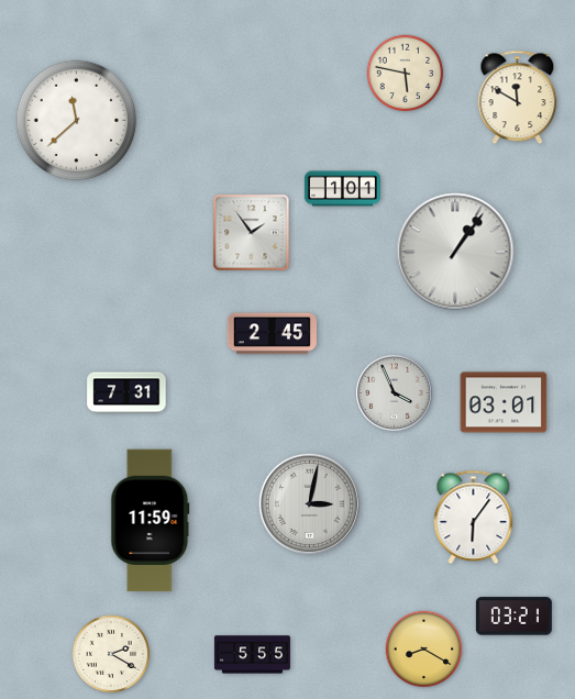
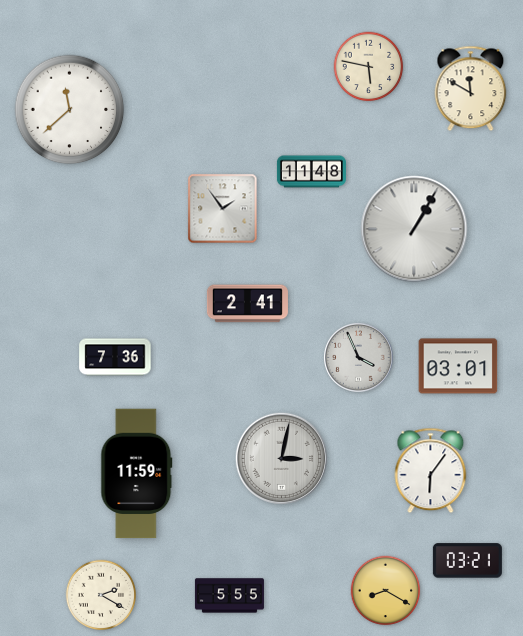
clock at (342, 189): 1:01 -> 11:48
clock at (252, 233) position: (252, 233) -> (223, 209)
clock at (455, 252): 1:06 -> 1:05
clock at (272, 334): 2:45 -> 2:41
clock at (126, 392): 7:31 -> 7:36
